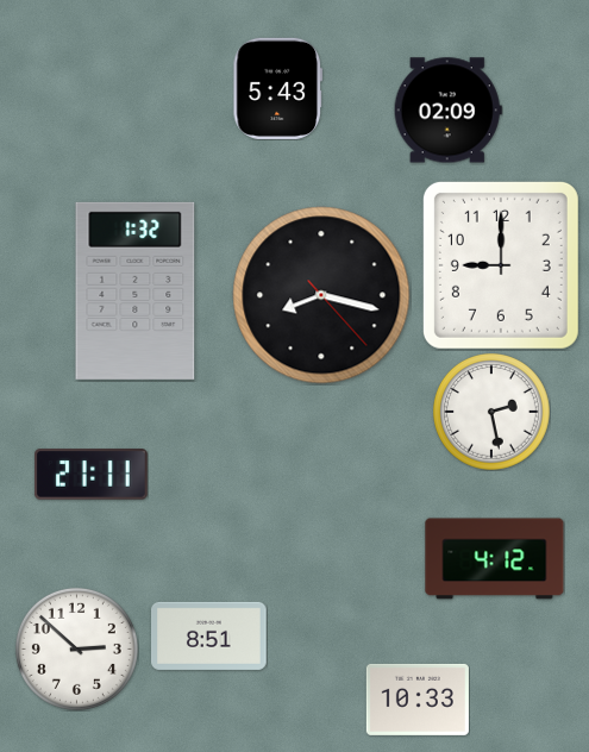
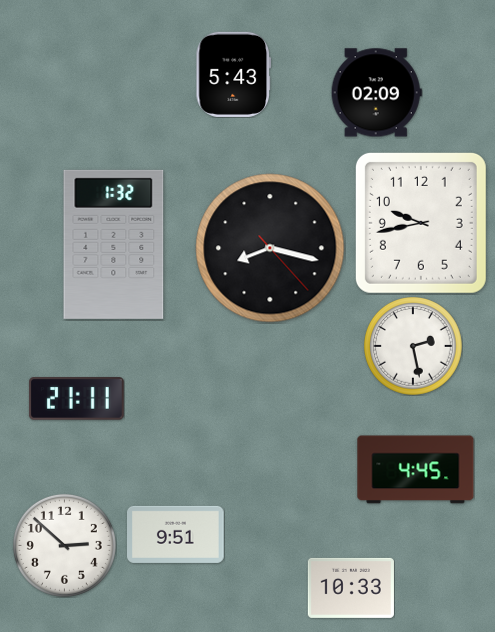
clock at (501, 265): 9:00 -> 9:43
clock at (495, 559): 4:12 -> 4:45
clock at (209, 635): 8:51 -> 9:51
